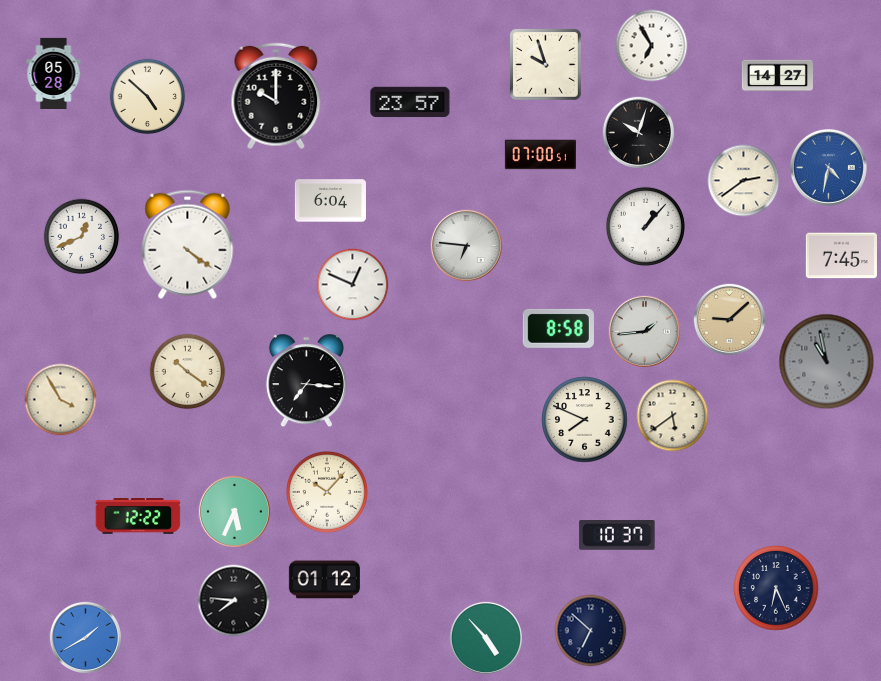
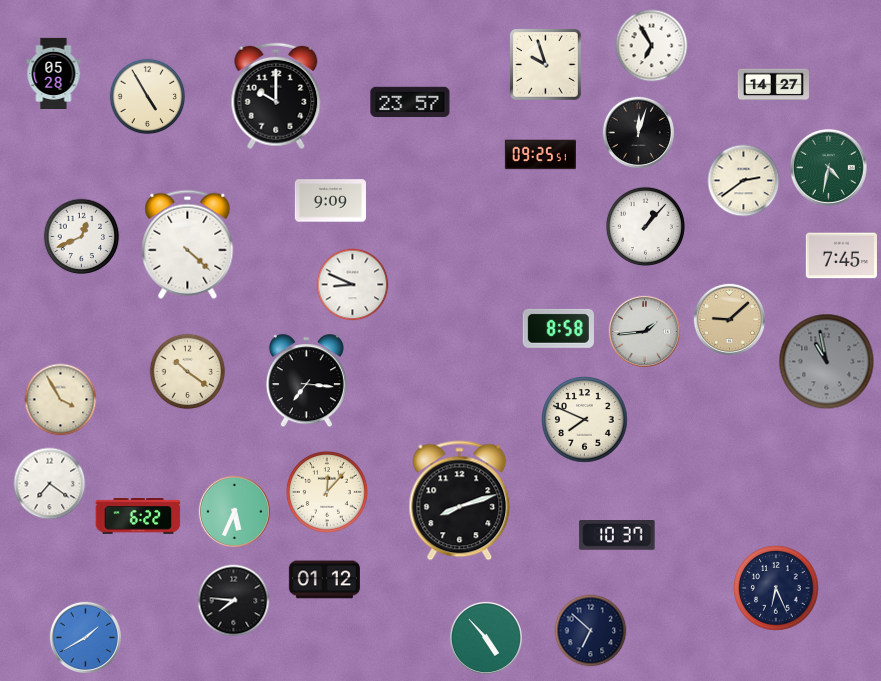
clock at (777, 76) position: (777, 76) -> (773, 85)
clock at (148, 97): 4:52 -> 4:55
clock at (638, 132): 10:03 -> 12:03
clock at (540, 155): 07:00 -> 09:25
clock at (828, 167) dial: blue -> green
clock at (330, 201): 6:04 -> 9:09
clock at (188, 244): 4:21 -> 4:22
clock at (466, 245): 6:46 -> none
clock at (353, 285): 12:49 -> 8:49
clock at (673, 416): 5:39 -> none
clock at (50, 484): none -> 7:21
clock at (327, 492): 10:07 -> 12:07
clock at (460, 501): none -> 8:12
clock at (138, 516): 12:22 -> 6:22
